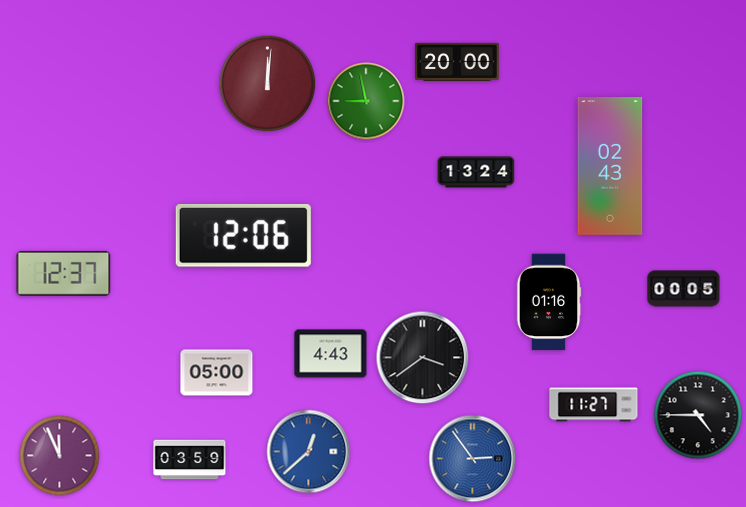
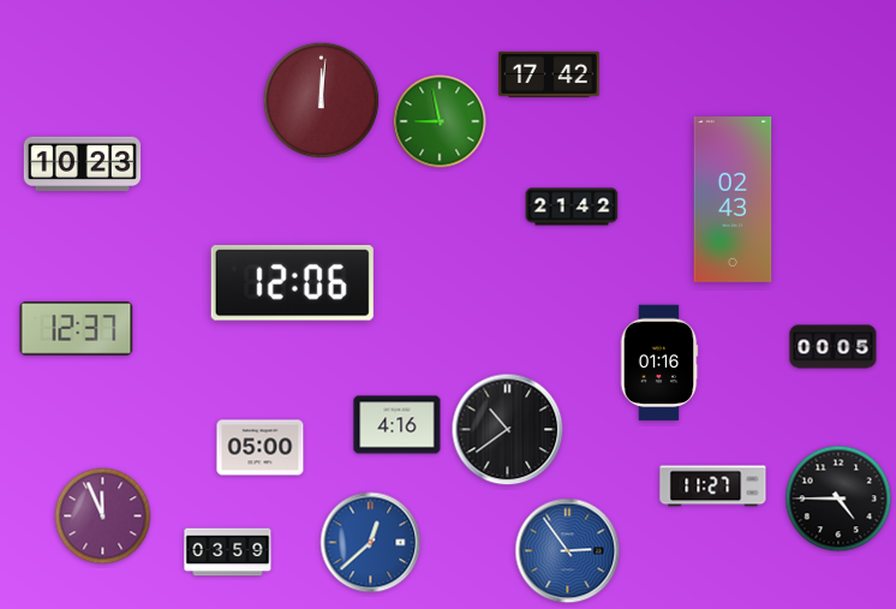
clock at (457, 62): 20:00 -> 17:42
clock at (83, 163): none -> 10:23
clock at (476, 172): 13:24 -> 21:42
clock at (684, 289) position: (684, 289) -> (834, 347)
clock at (331, 354): 4:43 -> 4:16
clock at (423, 358): 3:39 -> 10:39
clock at (60, 456) position: (60, 456) -> (103, 517)
